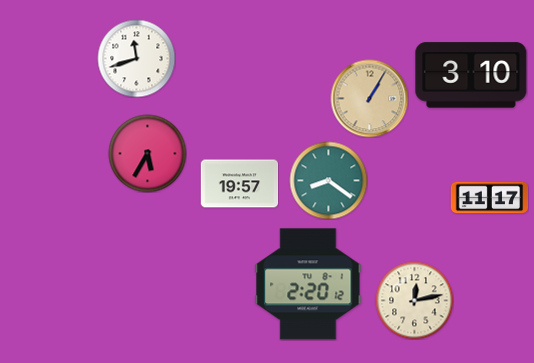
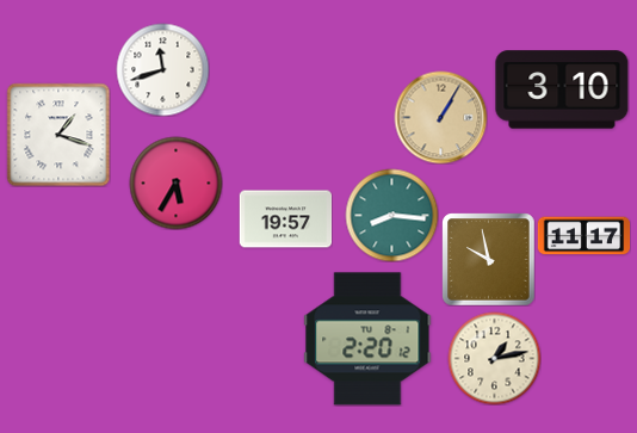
clock at (58, 135): none -> 1:18
clock at (328, 180): 8:21 -> 8:16
clock at (488, 259): none -> 9:58
clock at (414, 300): 12:13 -> 1:13
